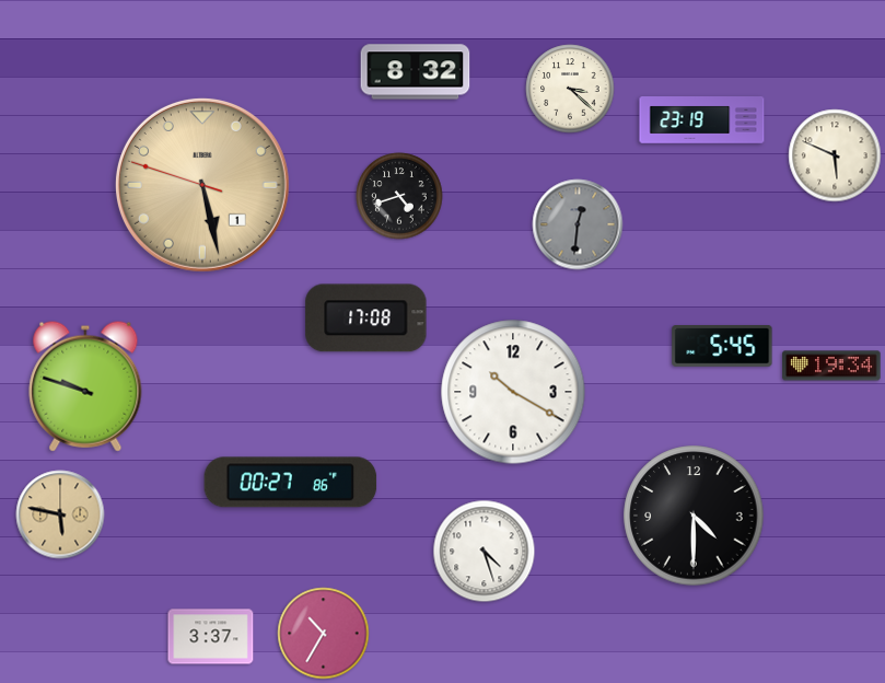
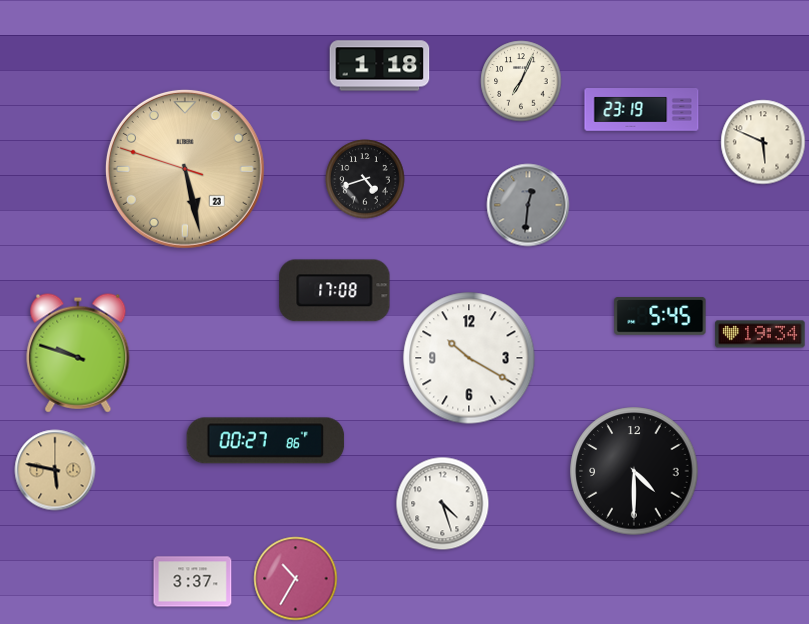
clock at (416, 72): 8:32 -> 1:18
clock at (570, 89): 3:22 -> 7:04
clock at (202, 185) date: 1 -> 23
